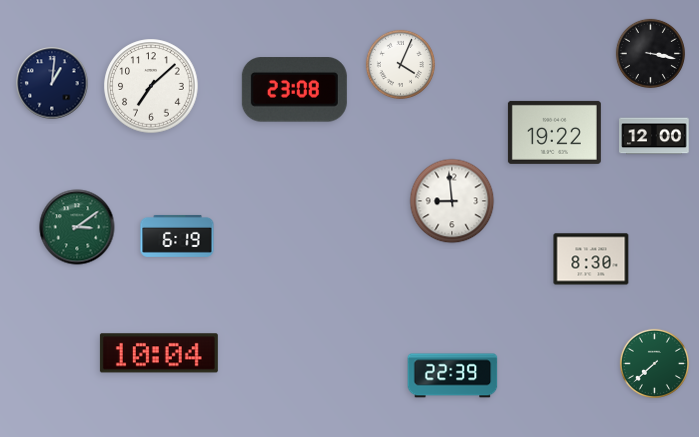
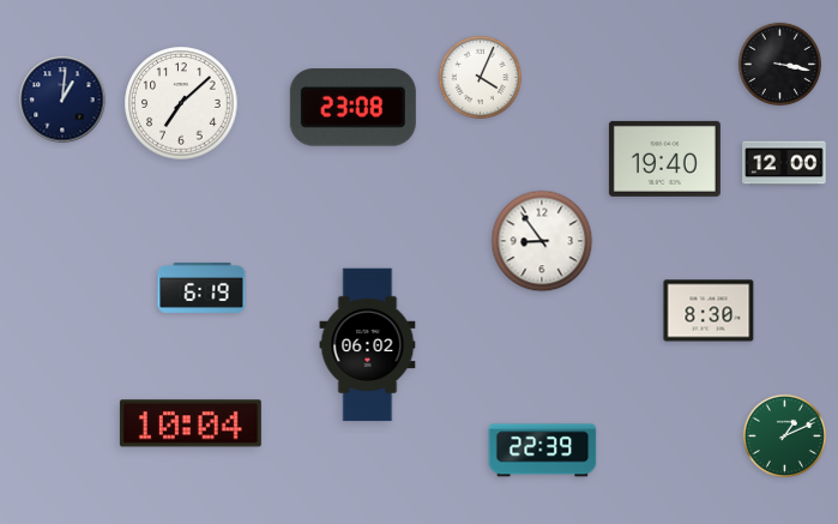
clock at (554, 132): 19:22 -> 19:40
clock at (452, 201): 8:59 -> 8:54
clock at (77, 227): 3:09 -> none
clock at (177, 236) position: (177, 236) -> (201, 288)
clock at (368, 345): none -> 06:02
clock at (654, 363): 7:38 -> 1:11
